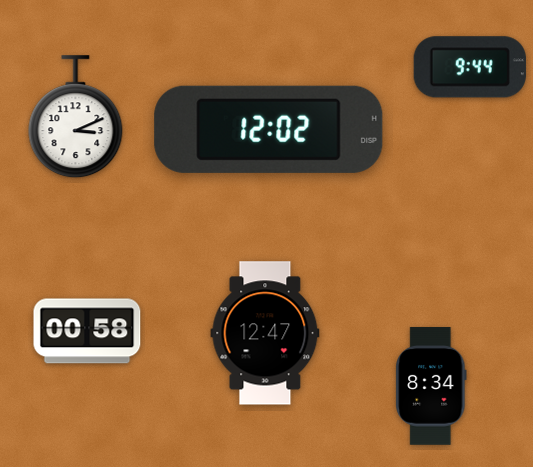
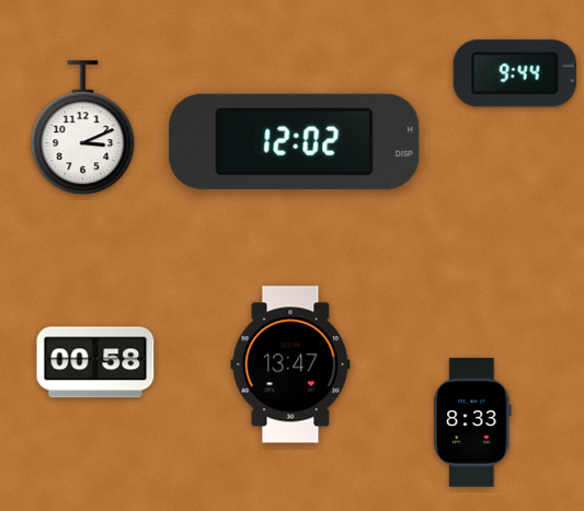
clock at (265, 333): 12:47 -> 13:47
clock at (431, 386): 8:34 -> 8:33
